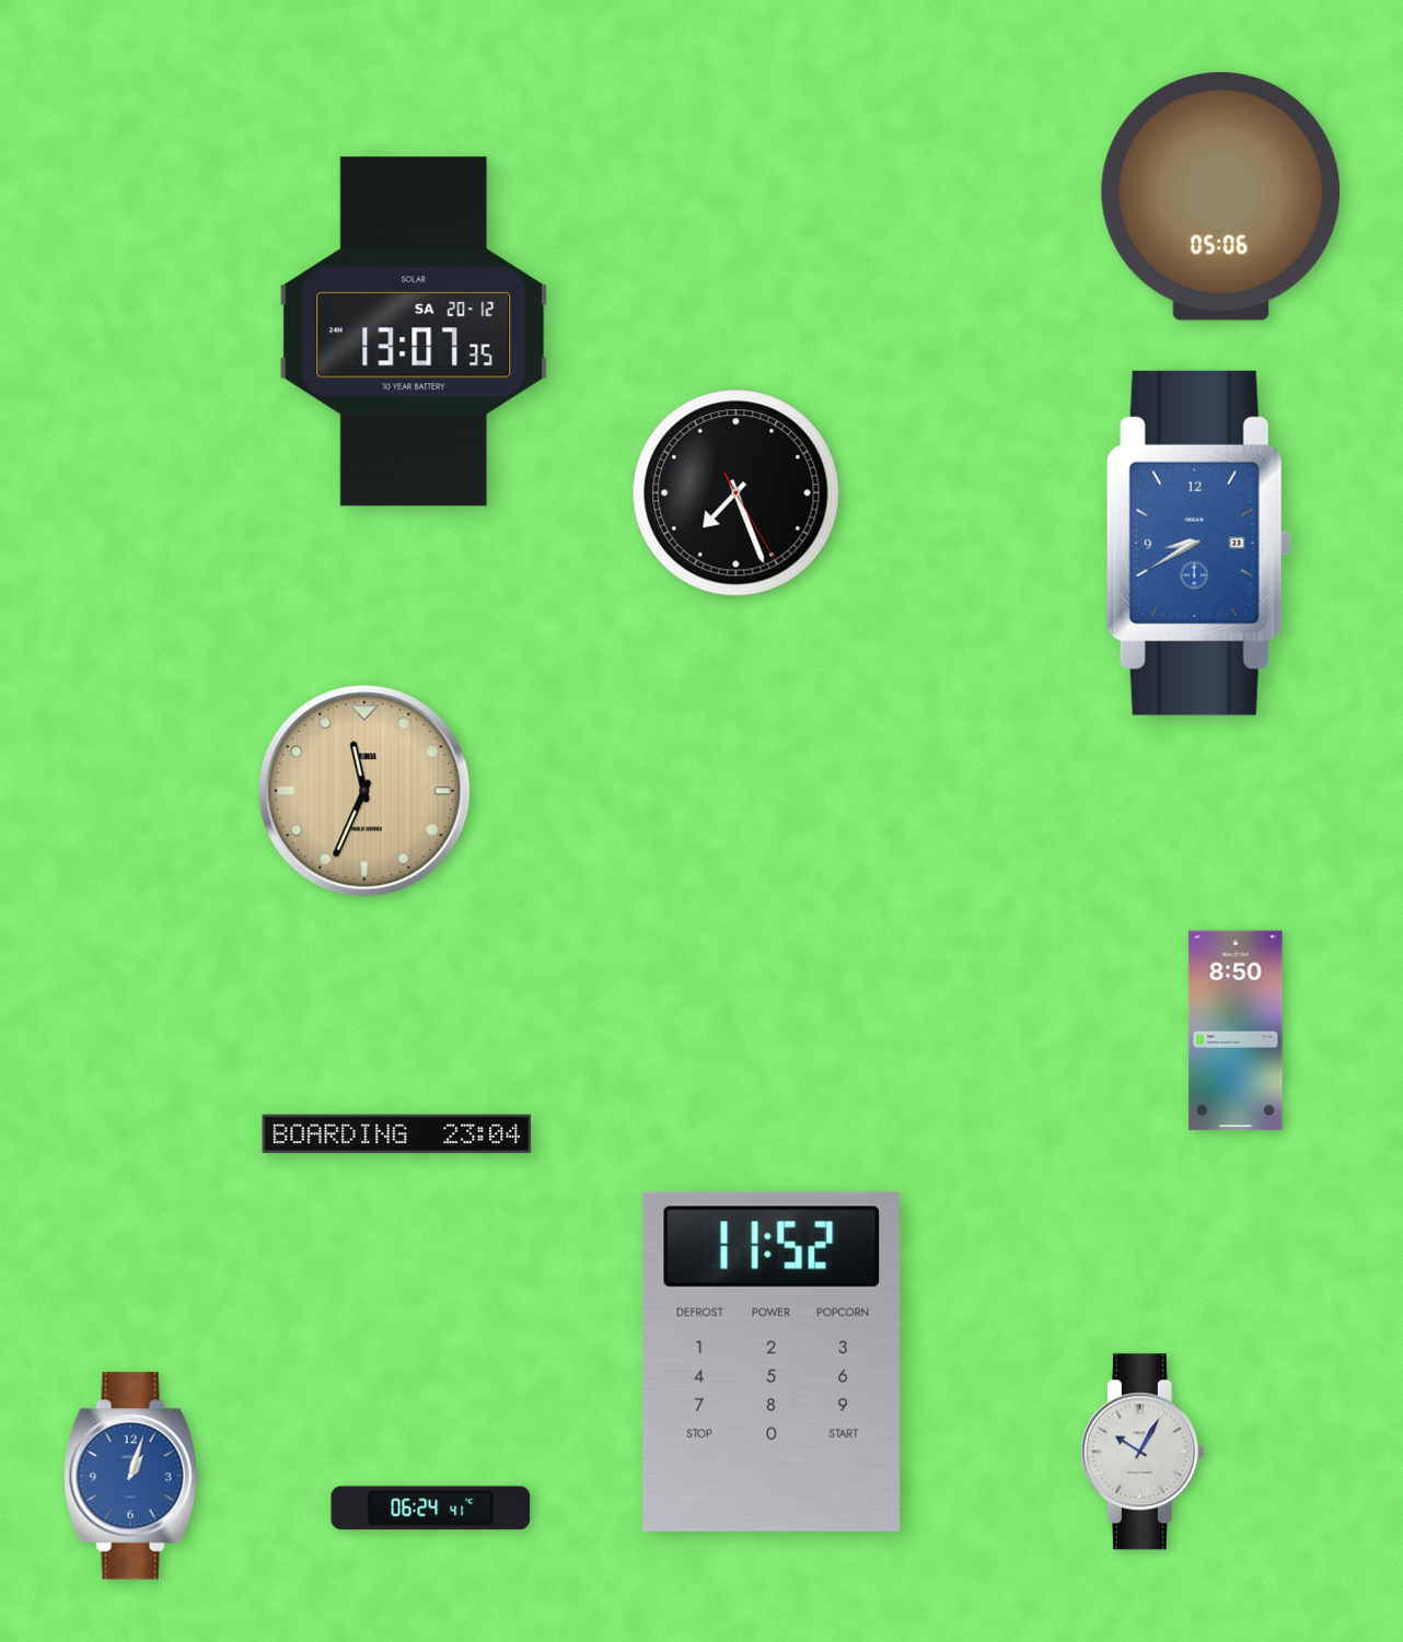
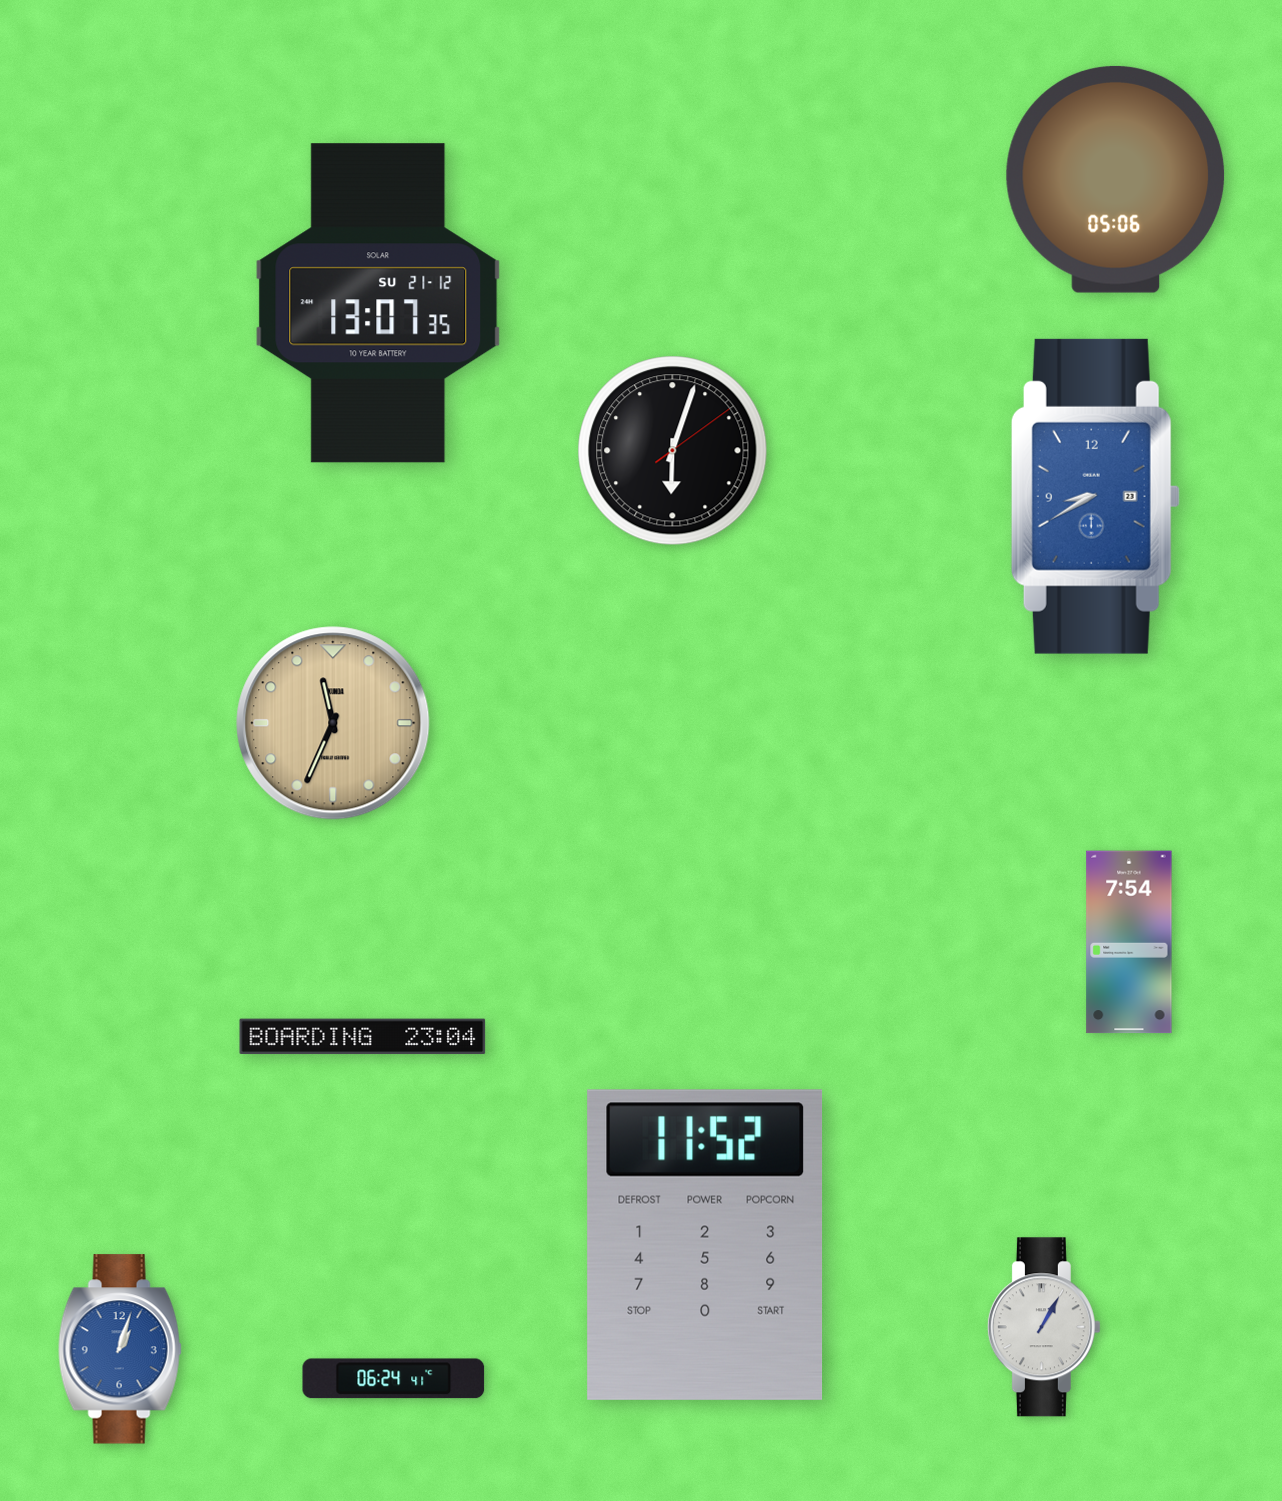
clock at (414, 331) date: SA 20-12 -> SU 21-12
clock at (737, 493): 7:26 -> 6:03
clock at (1236, 1030): 8:50 -> 7:54
clock at (1143, 1452): 10:05 -> 1:05
